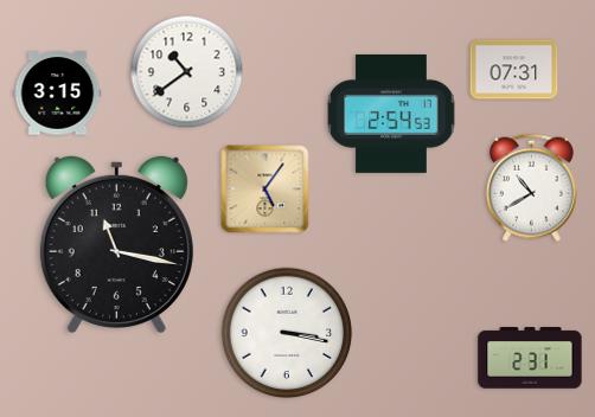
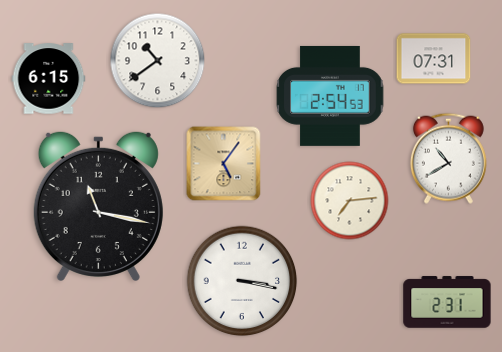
clock at (58, 94): 3:15 -> 6:15
clock at (265, 190) position: (265, 190) -> (224, 164)
clock at (350, 201): none -> 7:14
